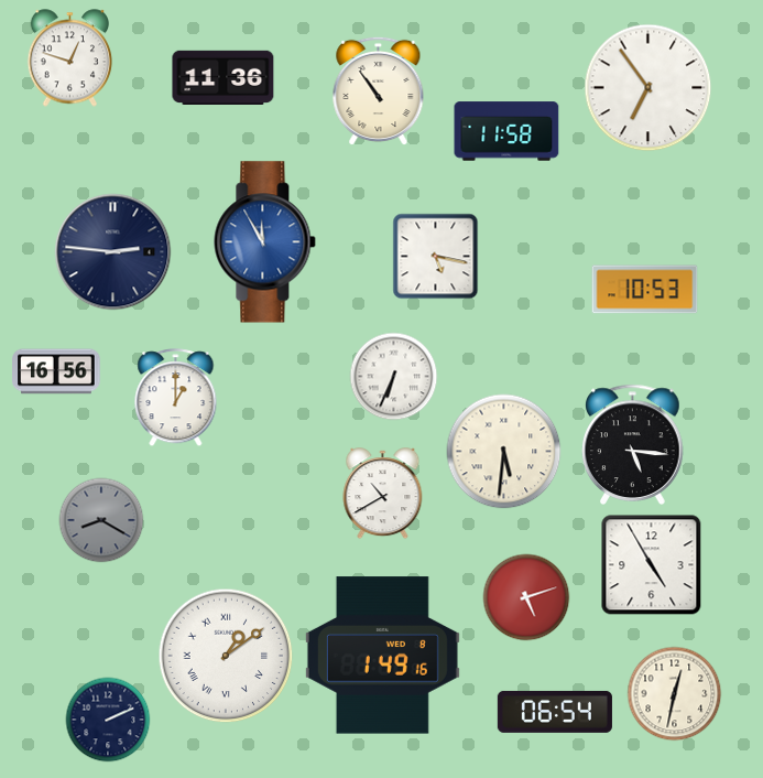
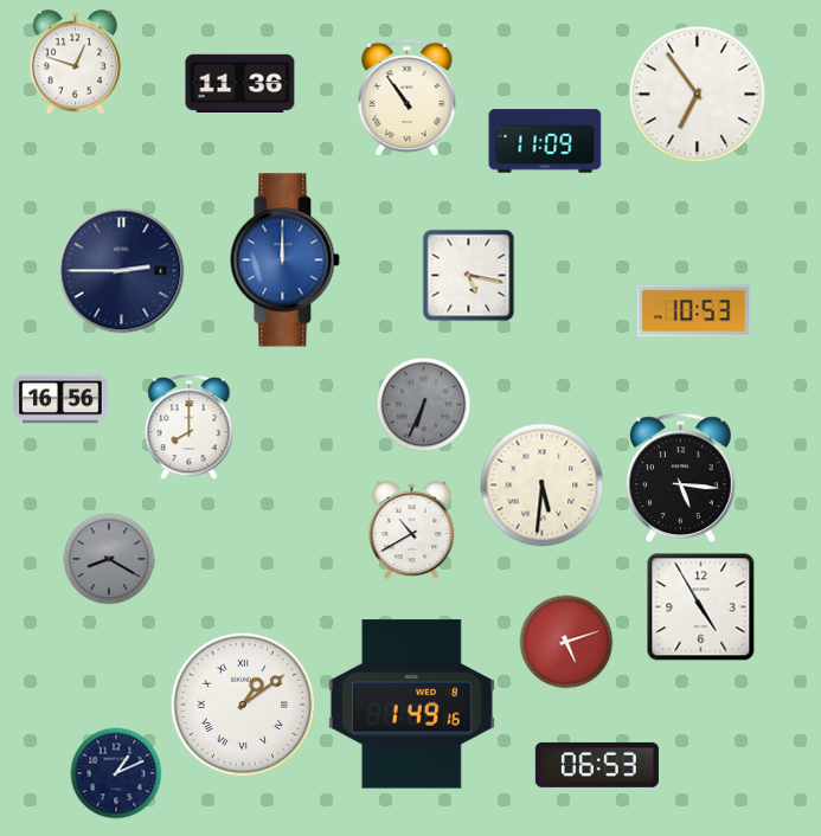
clock at (506, 131): 11:58 -> 11:09
clock at (265, 242): 11:55 -> 12:00
clock at (113, 252): 2:46 -> 2:45
clock at (394, 377) dial: white -> grey
clock at (176, 398): 1:00 -> 8:00
clock at (675, 694): 12:32 -> none
clock at (555, 712): 06:54 -> 06:53
clock at (108, 720): 2:11 -> 1:11
